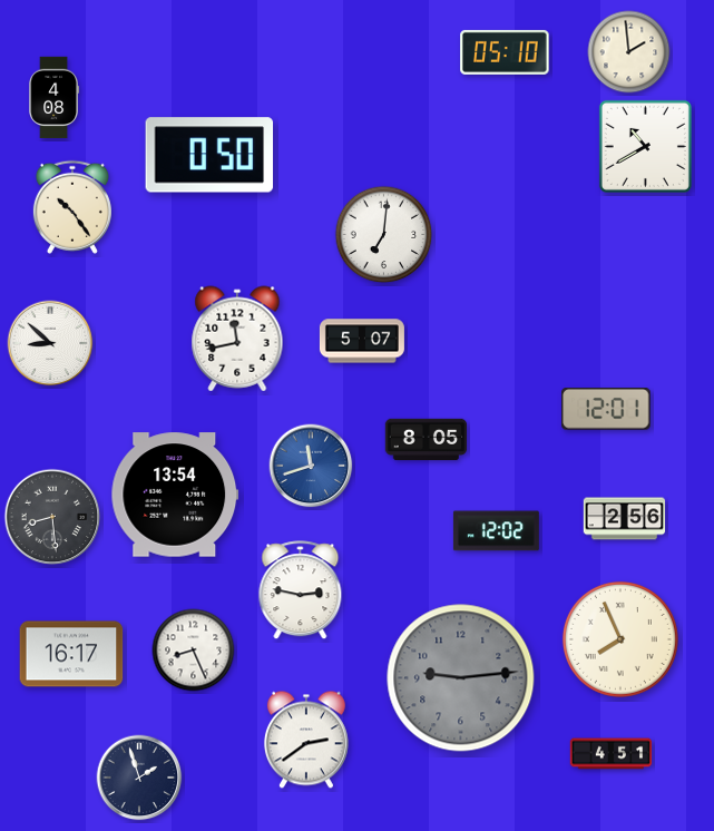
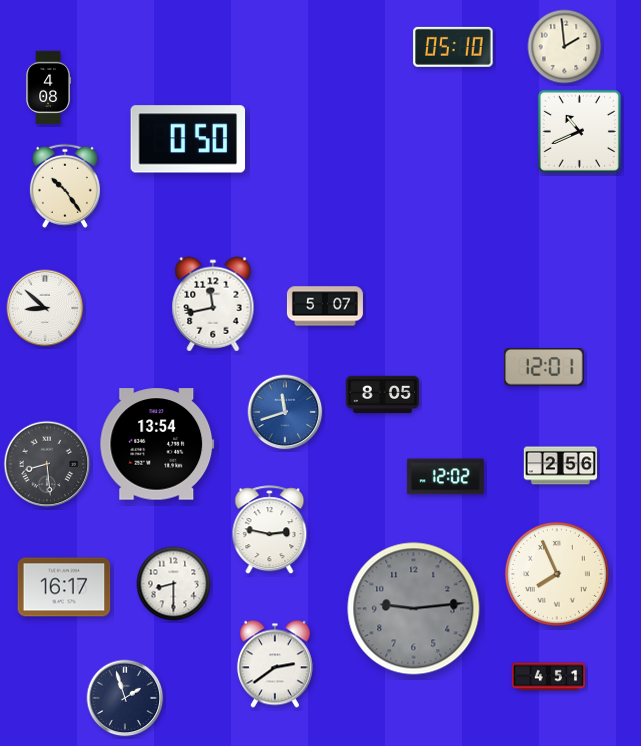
clock at (645, 146): 10:40 -> 10:41
clock at (384, 235): 7:01 -> none
clock at (311, 466) position: (311, 466) -> (285, 412)
clock at (194, 651): 8:26 -> 8:30
